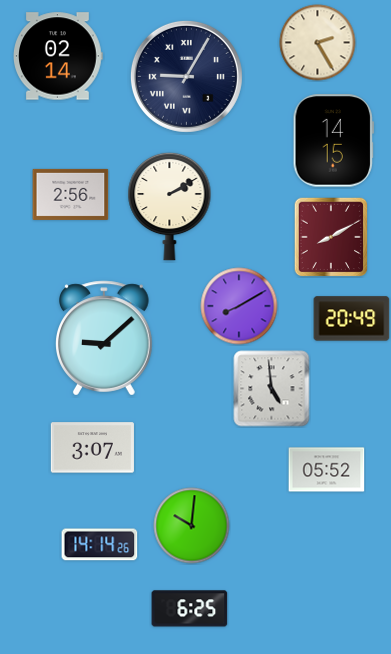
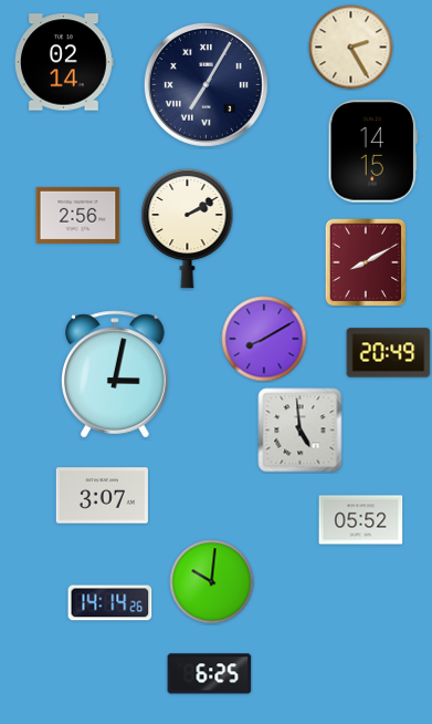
clock at (186, 76): 9:05 -> 7:05
clock at (333, 141) position: (333, 141) -> (372, 152)
clock at (105, 338): 9:08 -> 3:02
